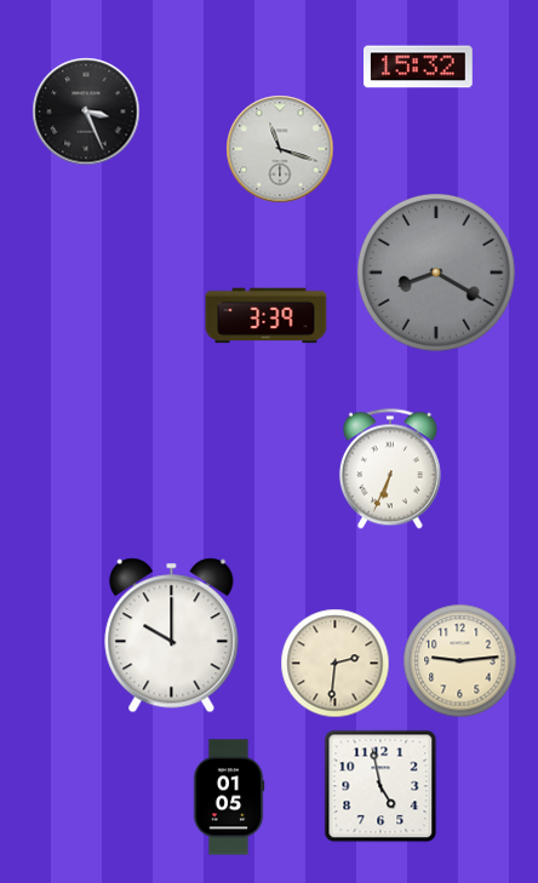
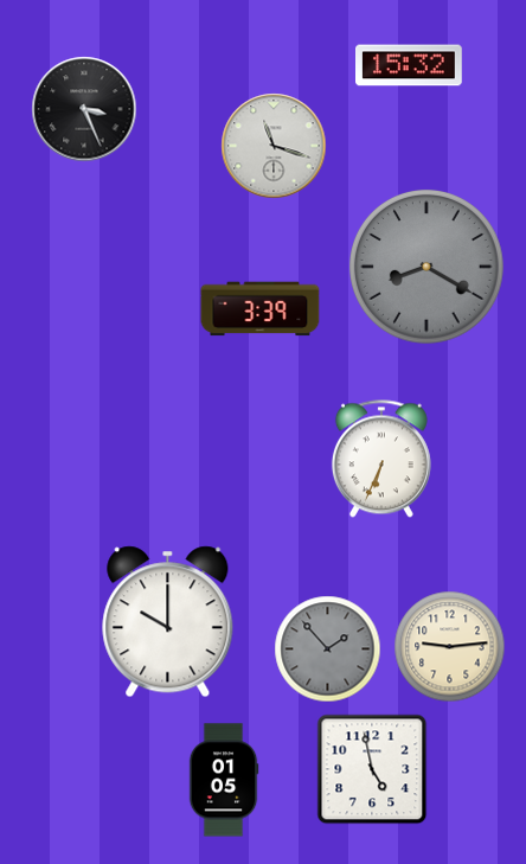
clock at (336, 664): 2:31 -> 1:53
clock at (336, 664) dial: cream -> grey
